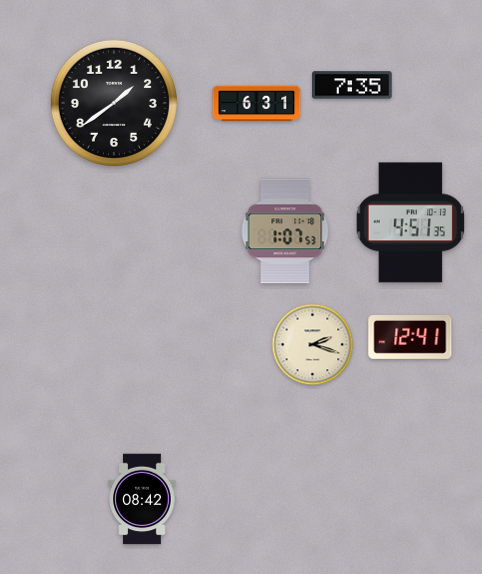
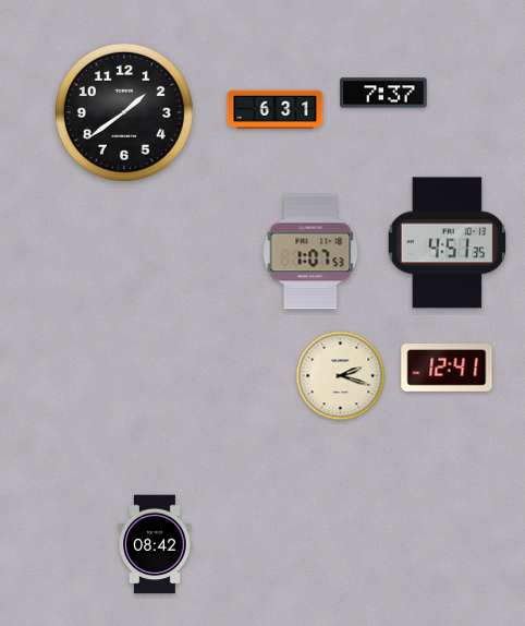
clock at (352, 85): 7:35 -> 7:37
clock at (257, 104) position: (257, 104) -> (276, 110)
